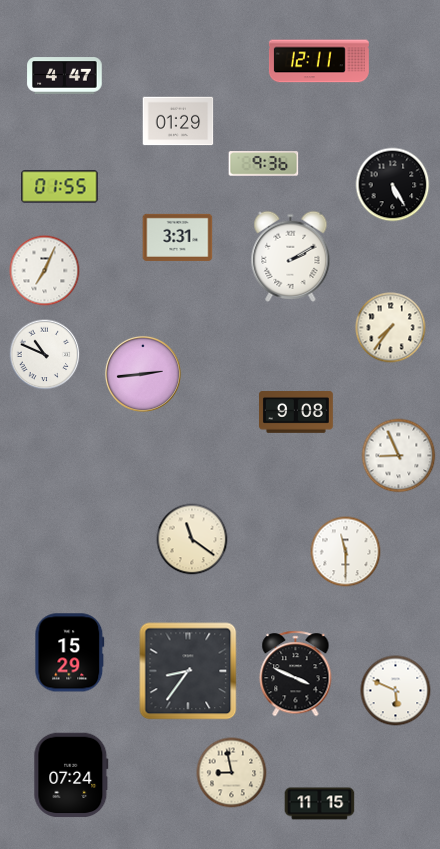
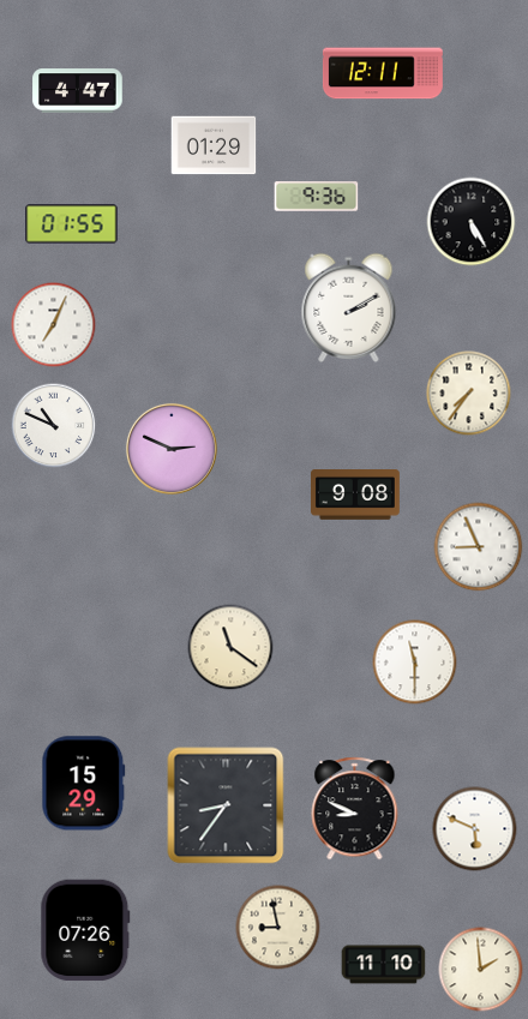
clock at (178, 237): 3:31 -> none
clock at (143, 374): 2:44 -> 2:49
clock at (296, 674): 3:49 -> 8:49
clock at (71, 775): 07:24 -> 07:26
clock at (320, 804): 11:15 -> 11:10
clock at (481, 970): none -> 1:59
